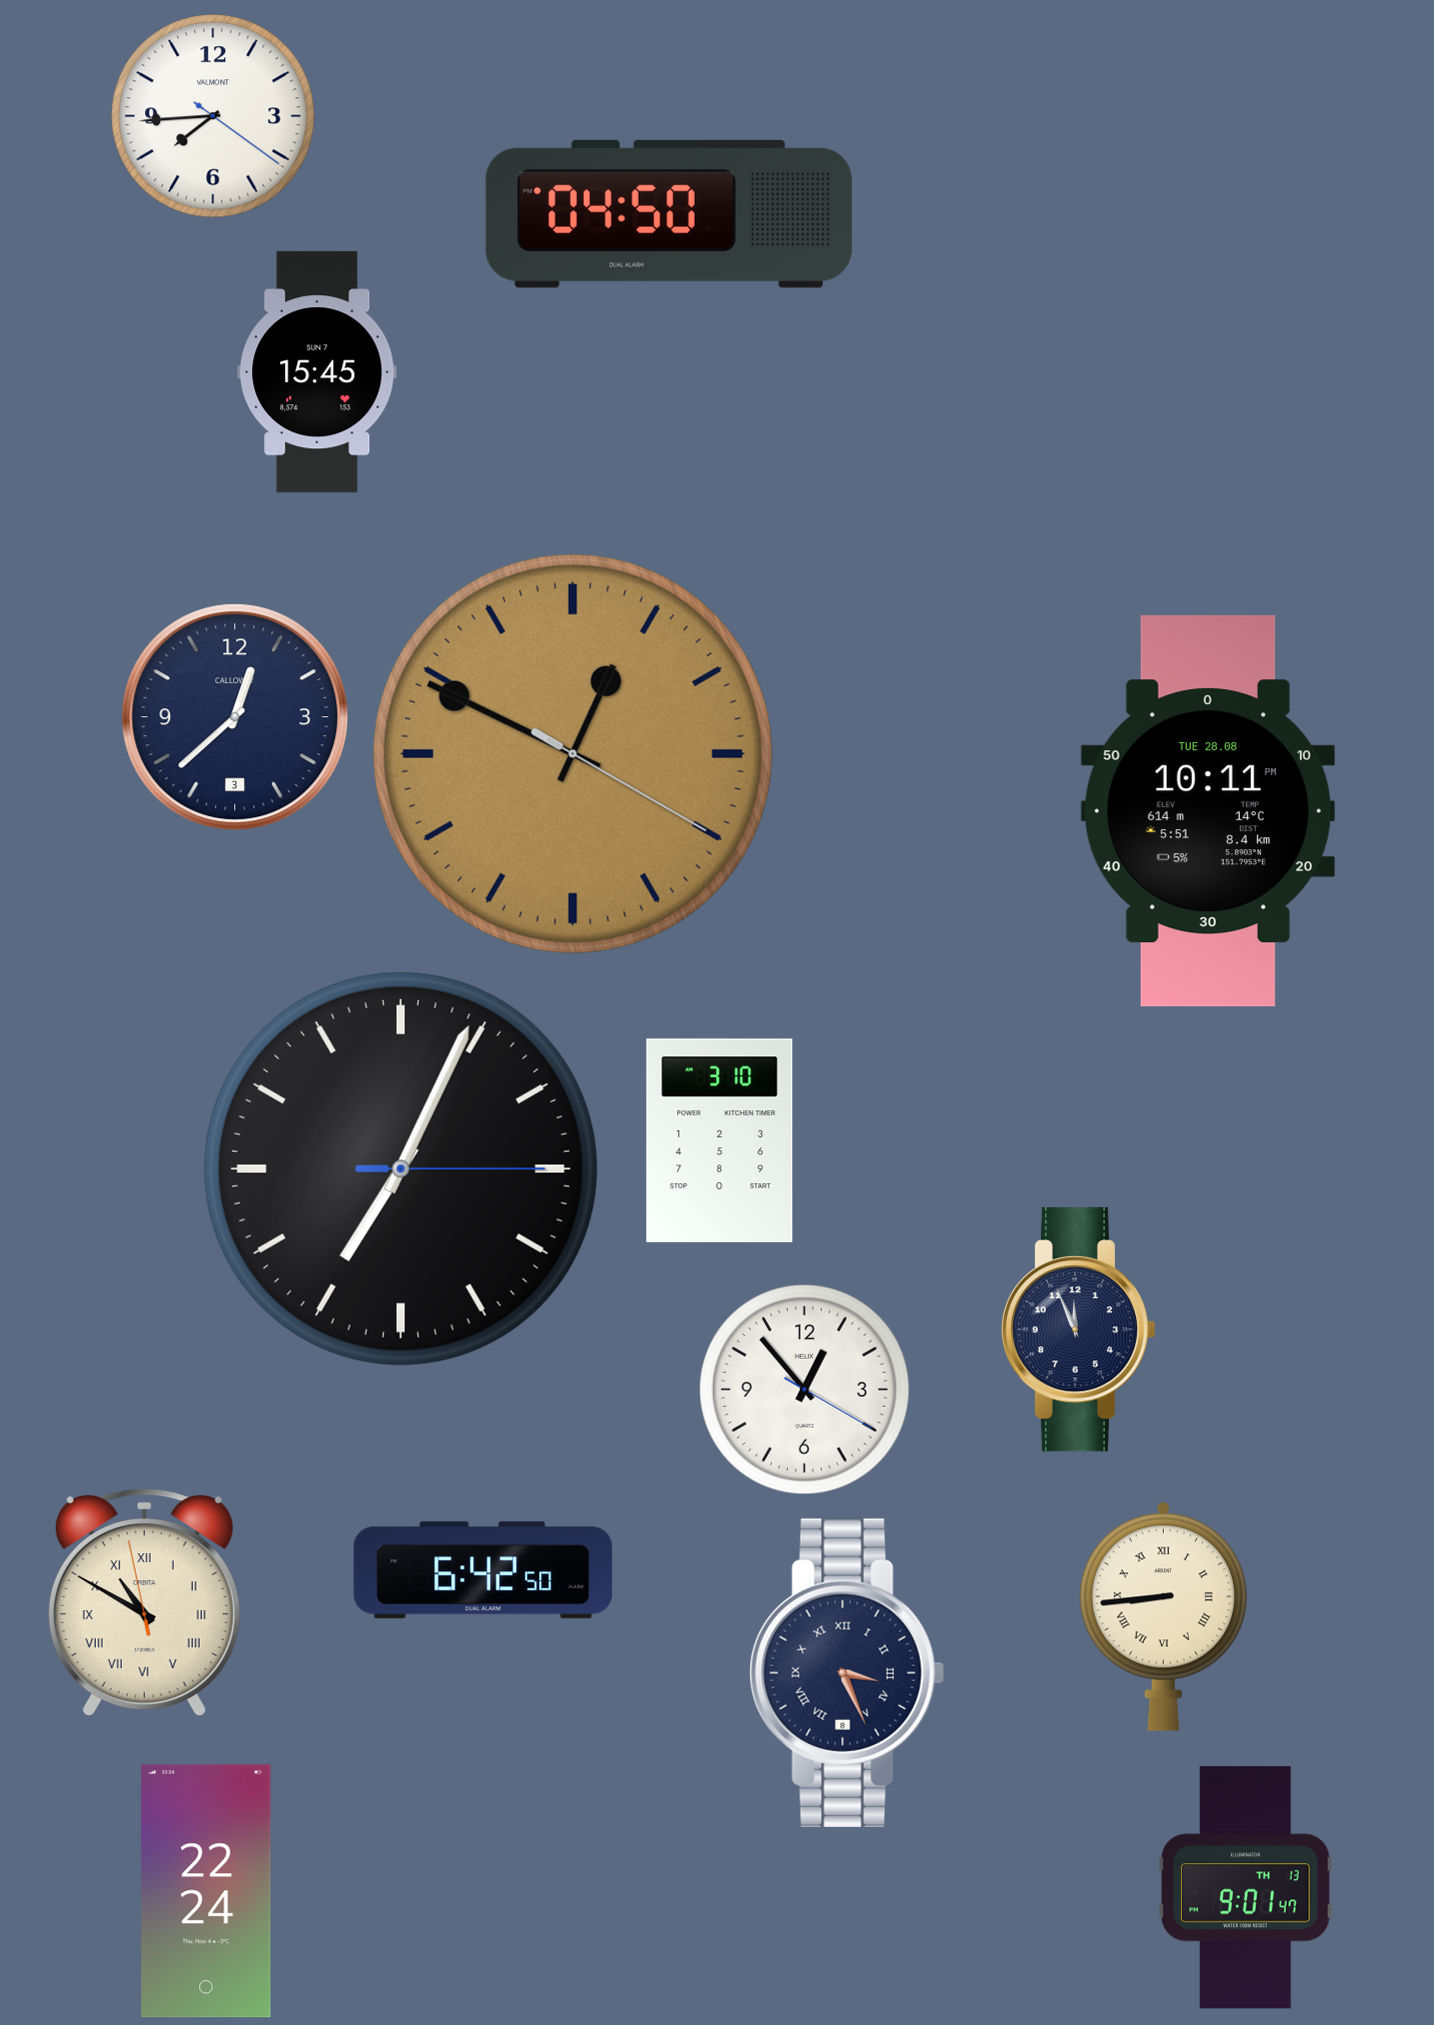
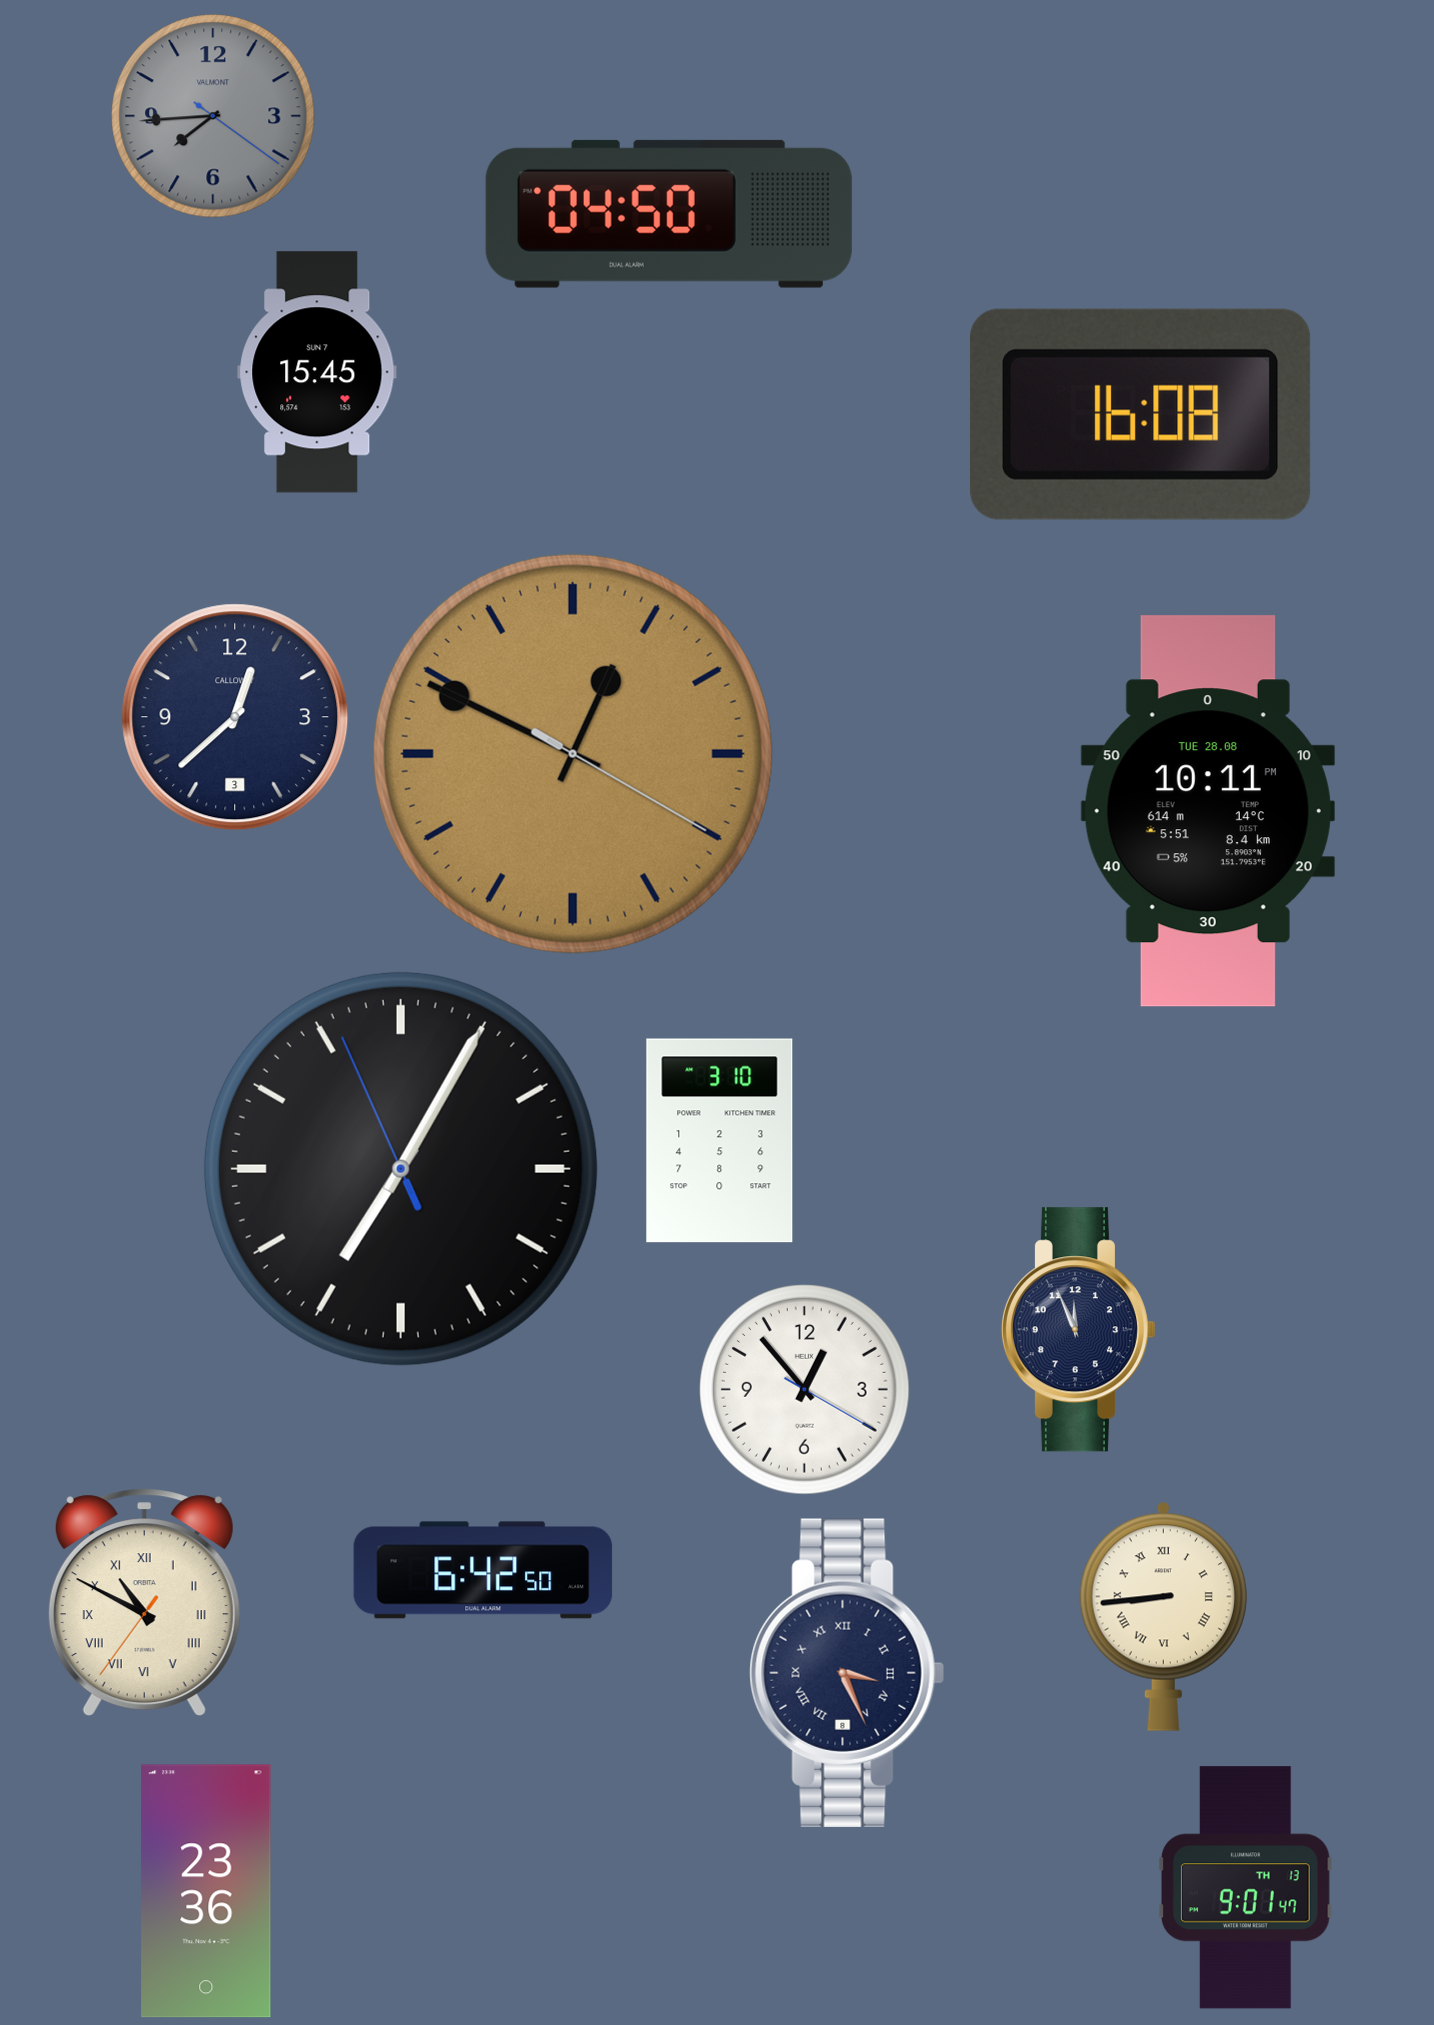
clock at (213, 116) dial: white -> grey
clock at (1140, 414): none -> 16:08
clock at (401, 1169): 7:04:15 -> 7:04:56
clock at (144, 1602): 10:49:58 -> 10:49:36
clock at (206, 1891): 22:24 -> 23:36
